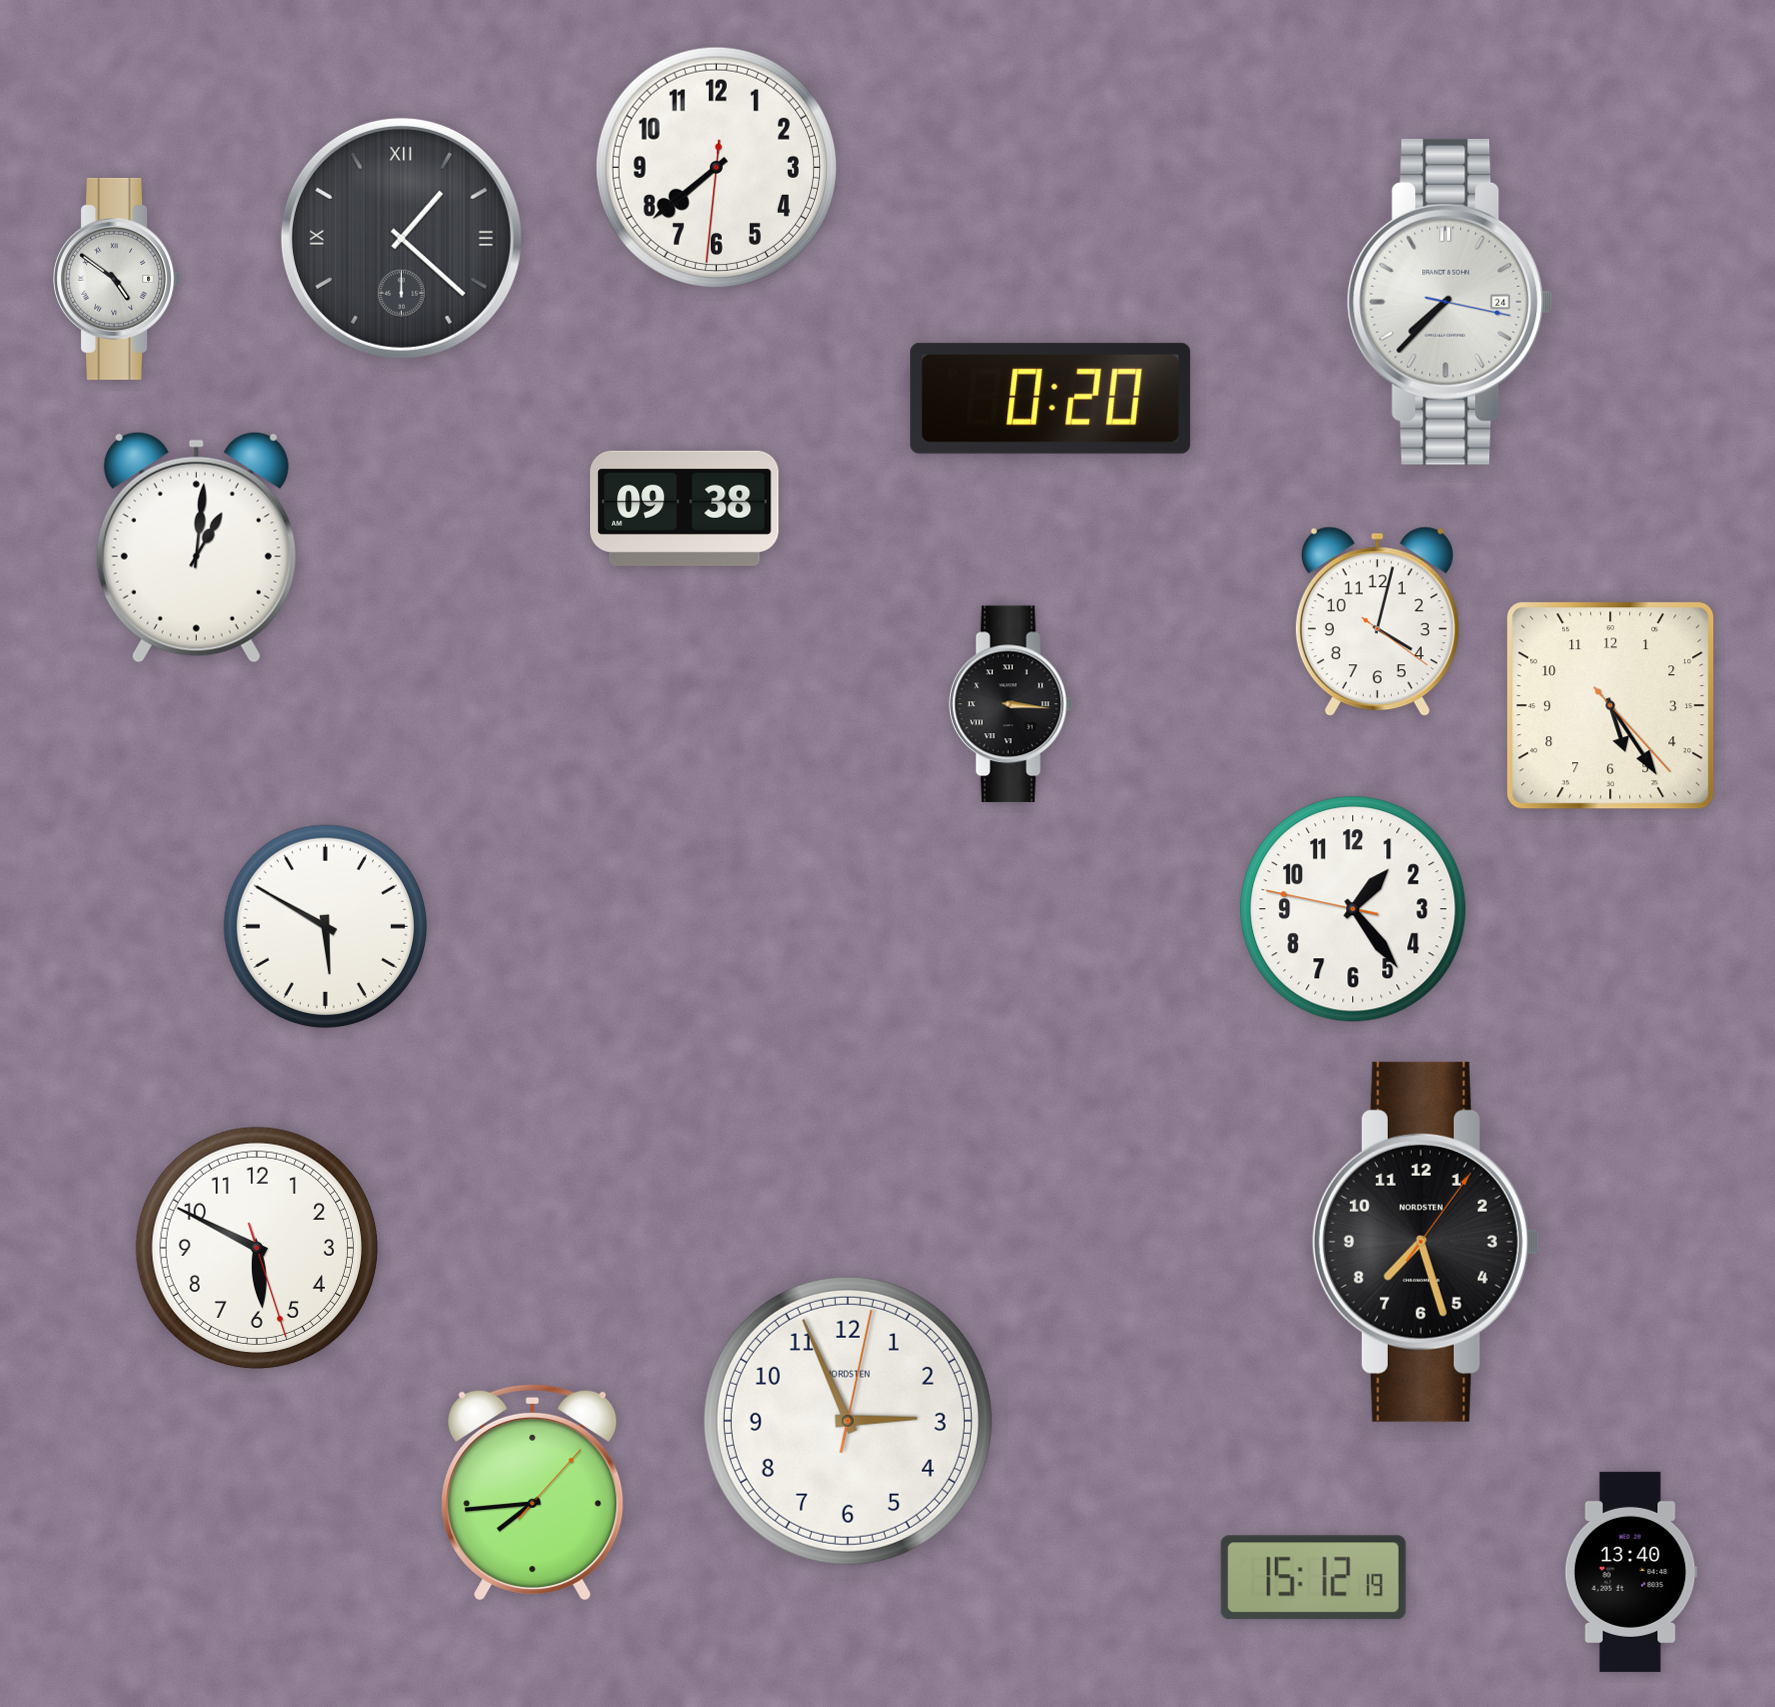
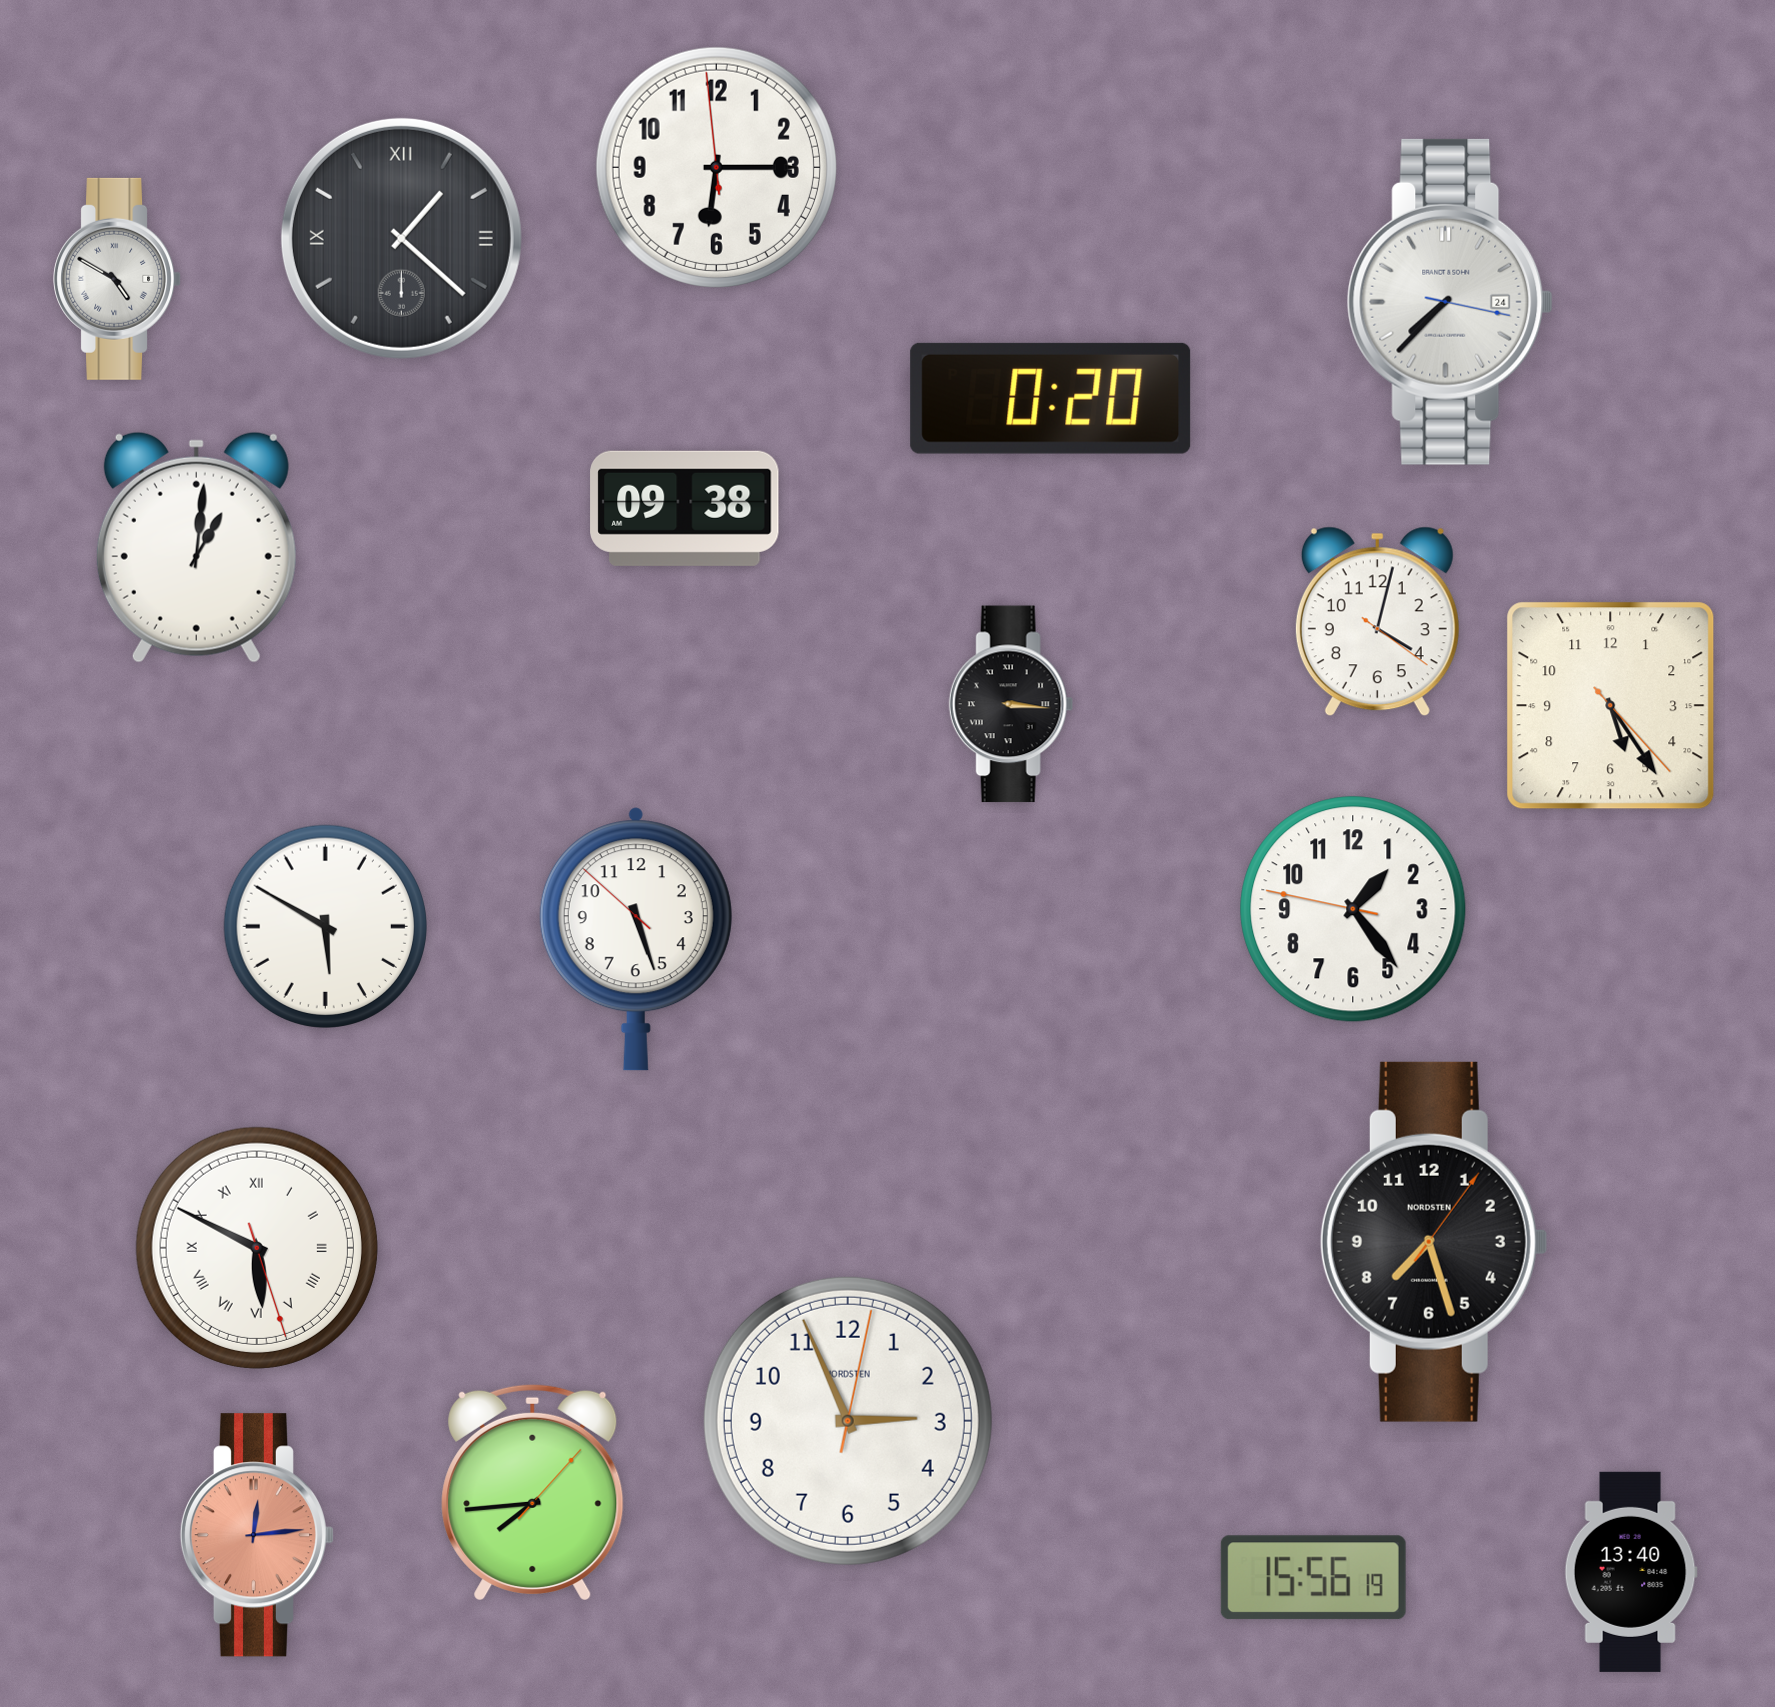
clock at (716, 167): 7:38 -> 6:14
clock at (117, 279): 4:51 -> 4:50
clock at (636, 939): none -> 5:26
clock at (1426, 1242) position: (1426, 1242) -> (1434, 1242)
clock at (257, 1248) numerals: Arabic -> Roman
clock at (256, 1535): none -> 12:14
clock at (1313, 1578): 15:12 -> 15:56
